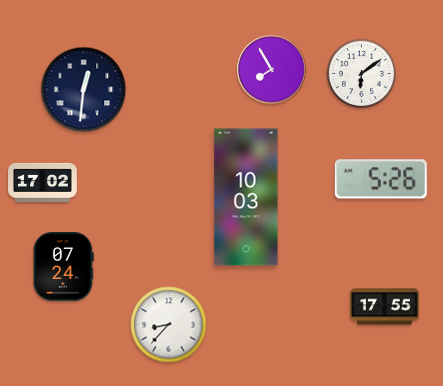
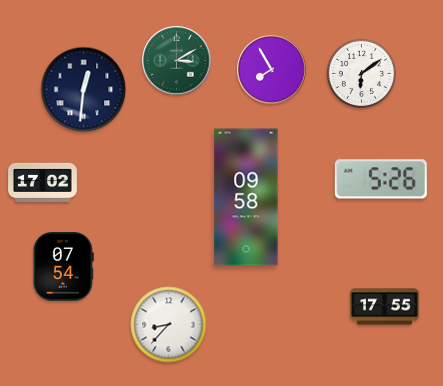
clock at (177, 61): none -> 3:10
clock at (246, 197): 10:03 -> 09:58
clock at (63, 267): 07:24 -> 07:54
